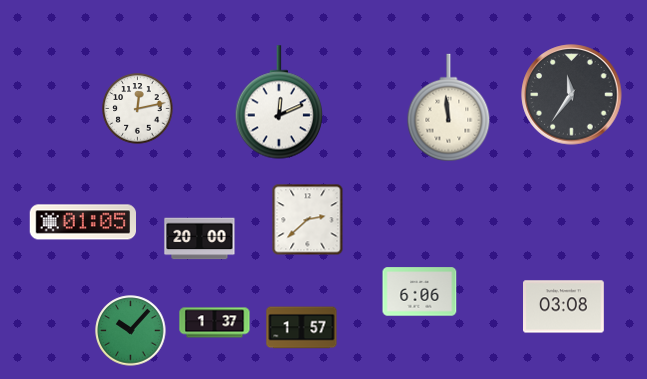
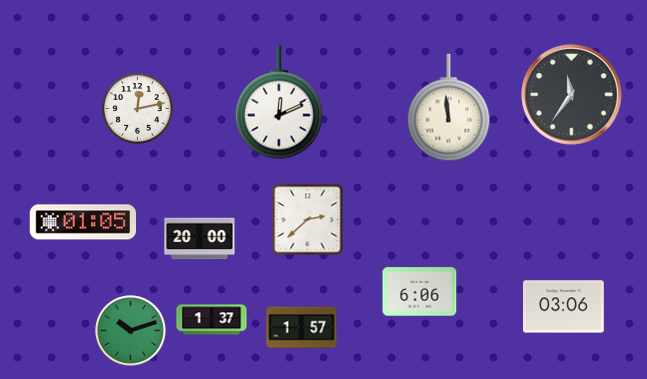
clock at (564, 307): 03:08 -> 03:06
clock at (215, 323) position: (215, 323) -> (212, 320)
clock at (131, 331): 10:07 -> 10:12
